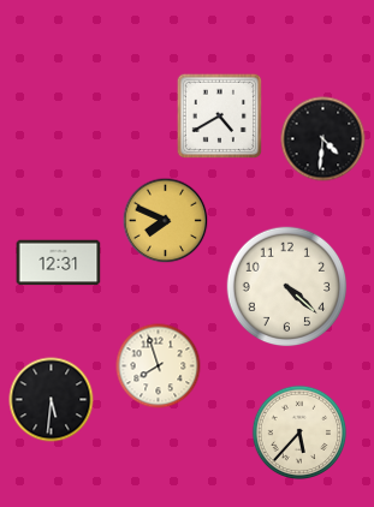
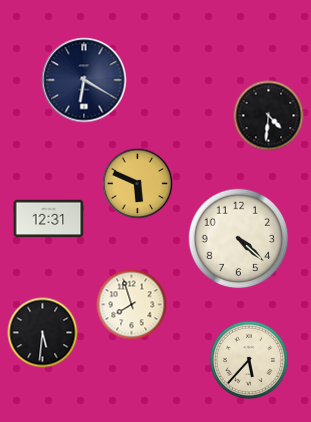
clock at (84, 80): none -> 6:20
clock at (219, 115): 4:40 -> none
clock at (166, 221): 7:49 -> 5:49
